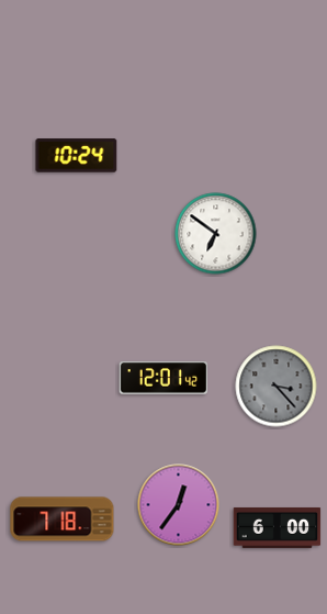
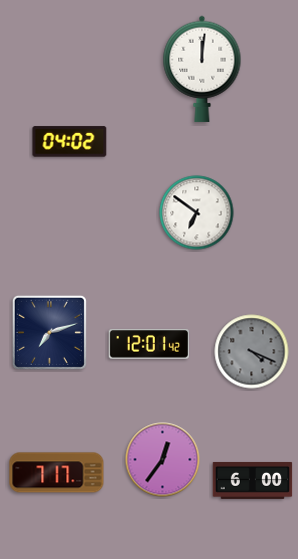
clock at (202, 69): none -> 12:01
clock at (77, 156): 10:24 -> 04:02
clock at (49, 332): none -> 7:12
clock at (277, 387): 3:23 -> 4:19
clock at (63, 520): 7:18 -> 7:17
